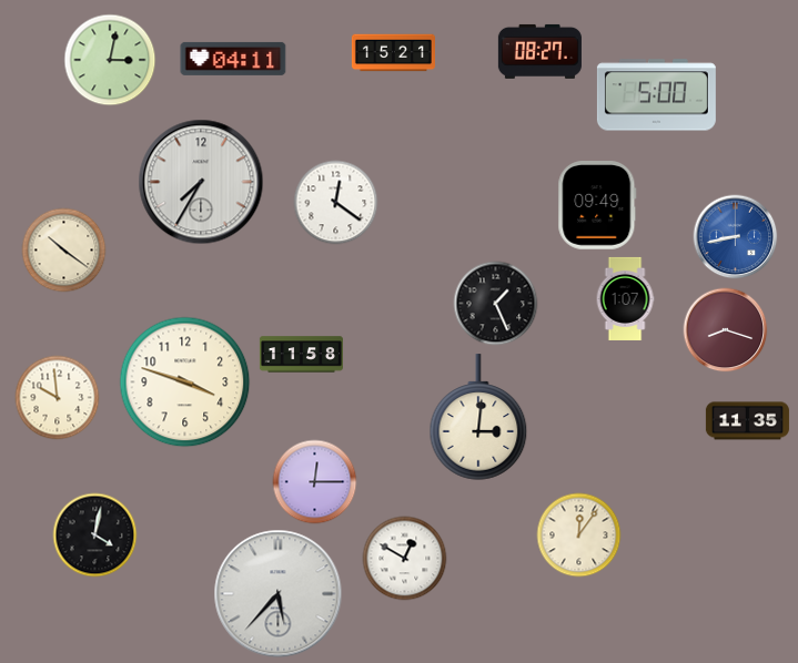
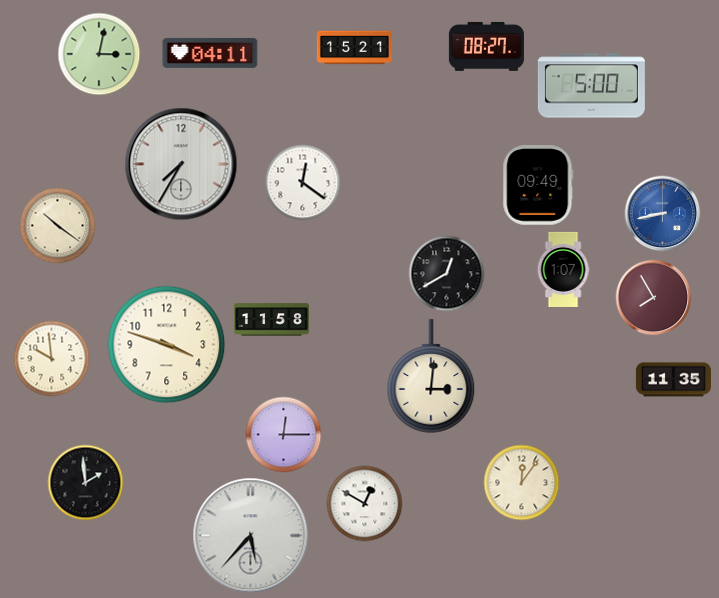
clock at (496, 304): 1:26 -> 12:40
clock at (726, 330): 8:18 -> 7:55
clock at (95, 535): 4:02 -> 1:59
